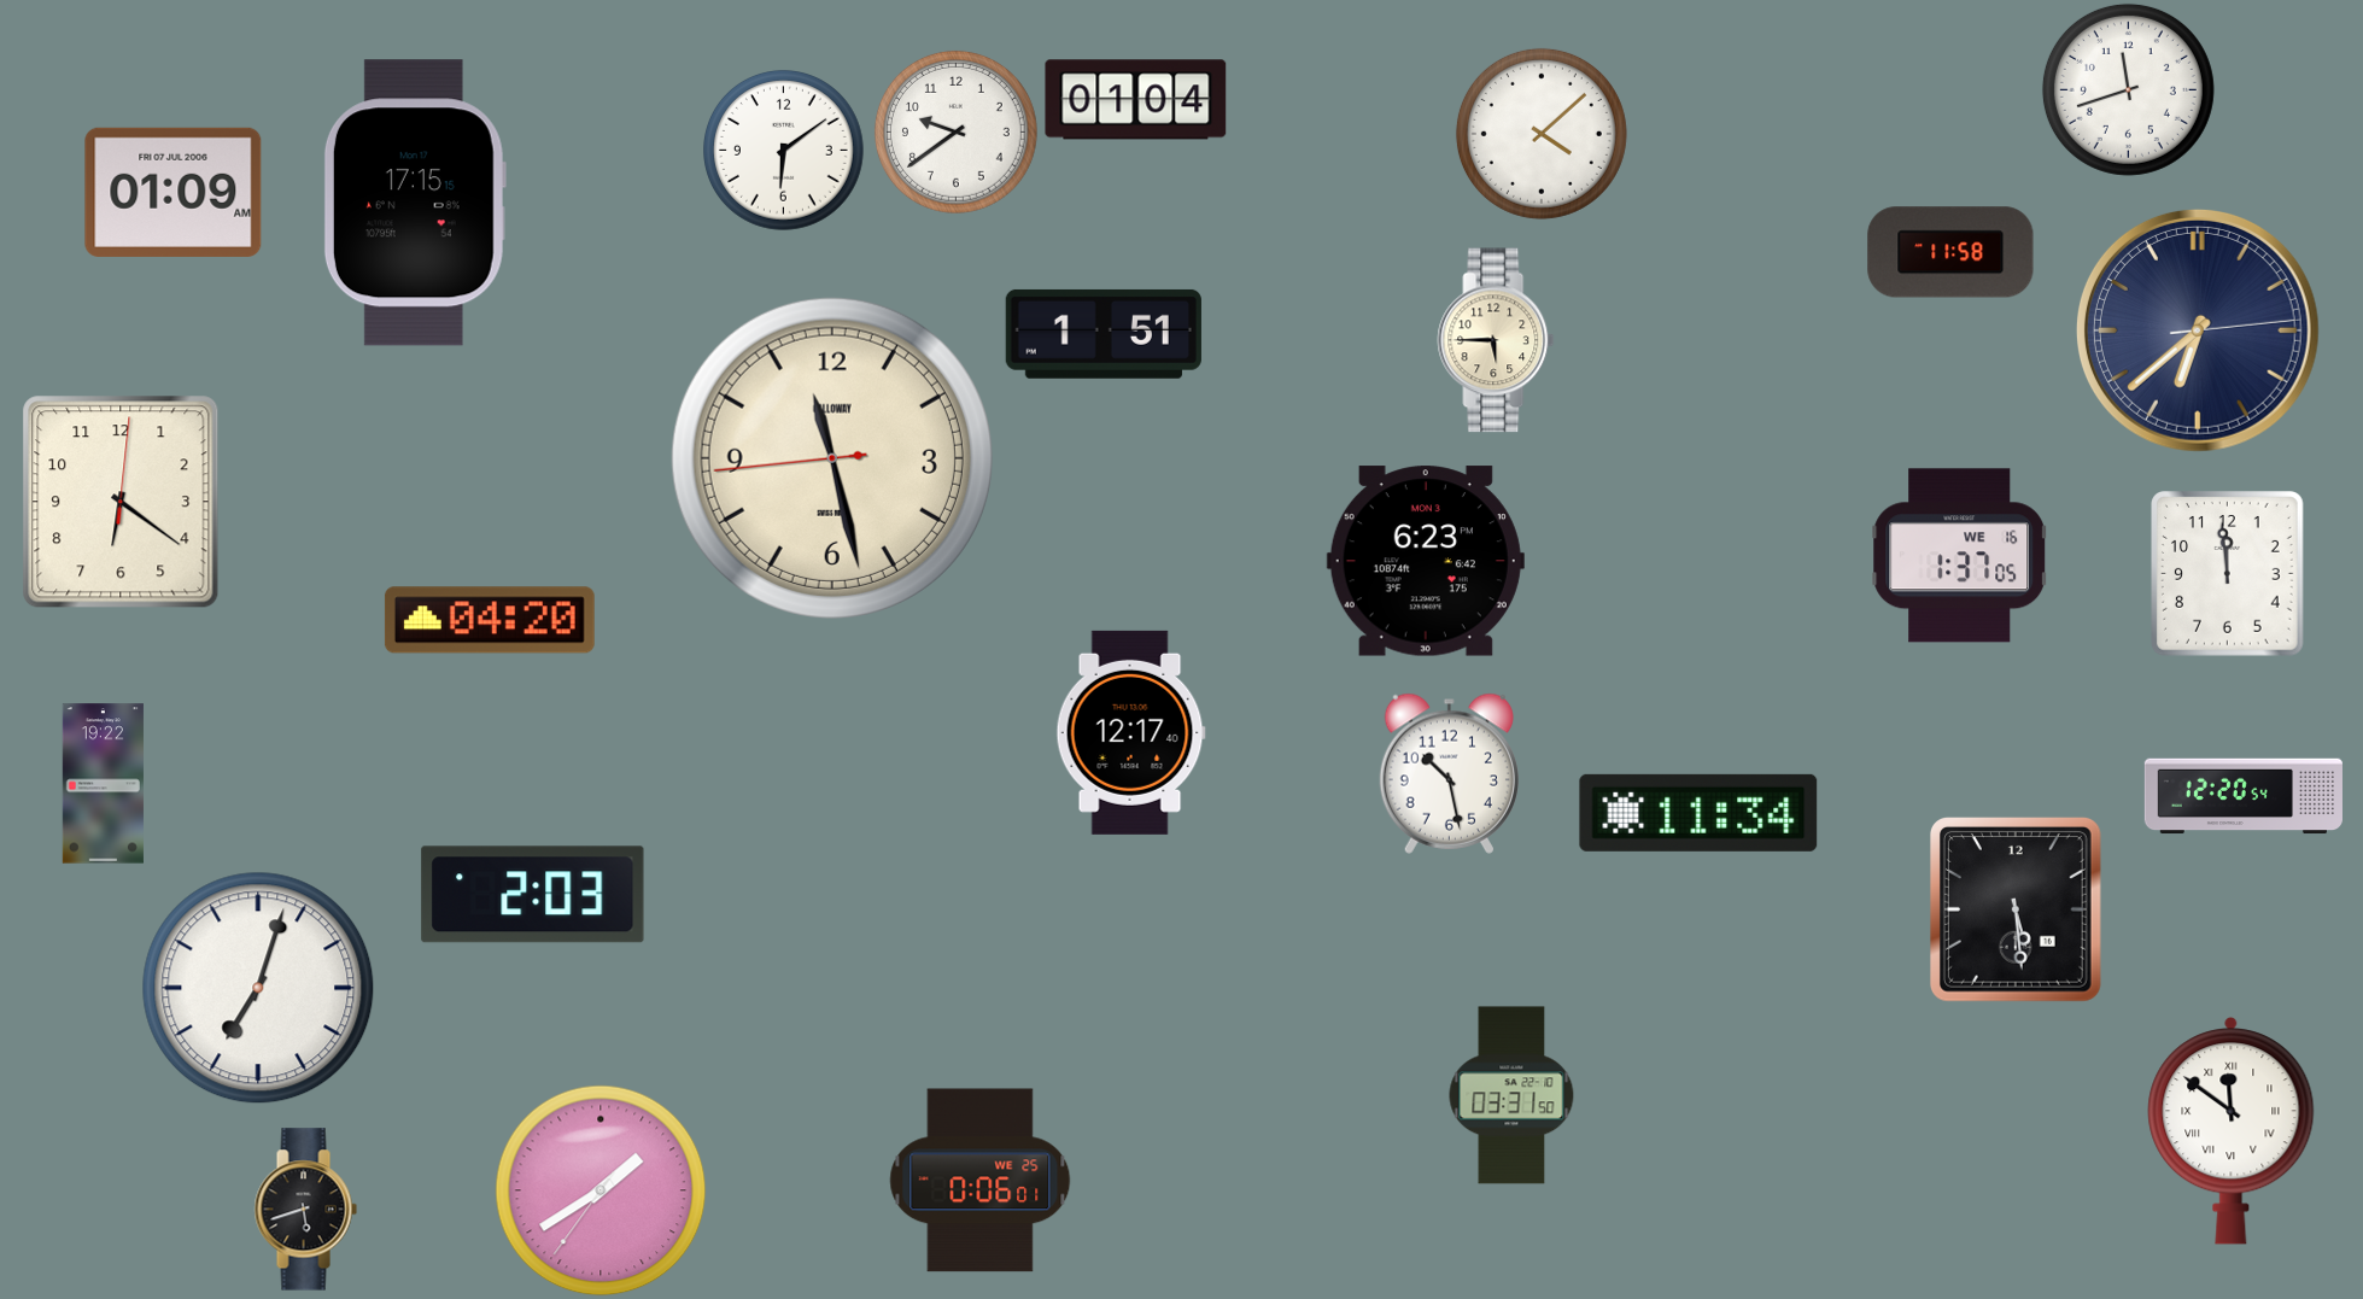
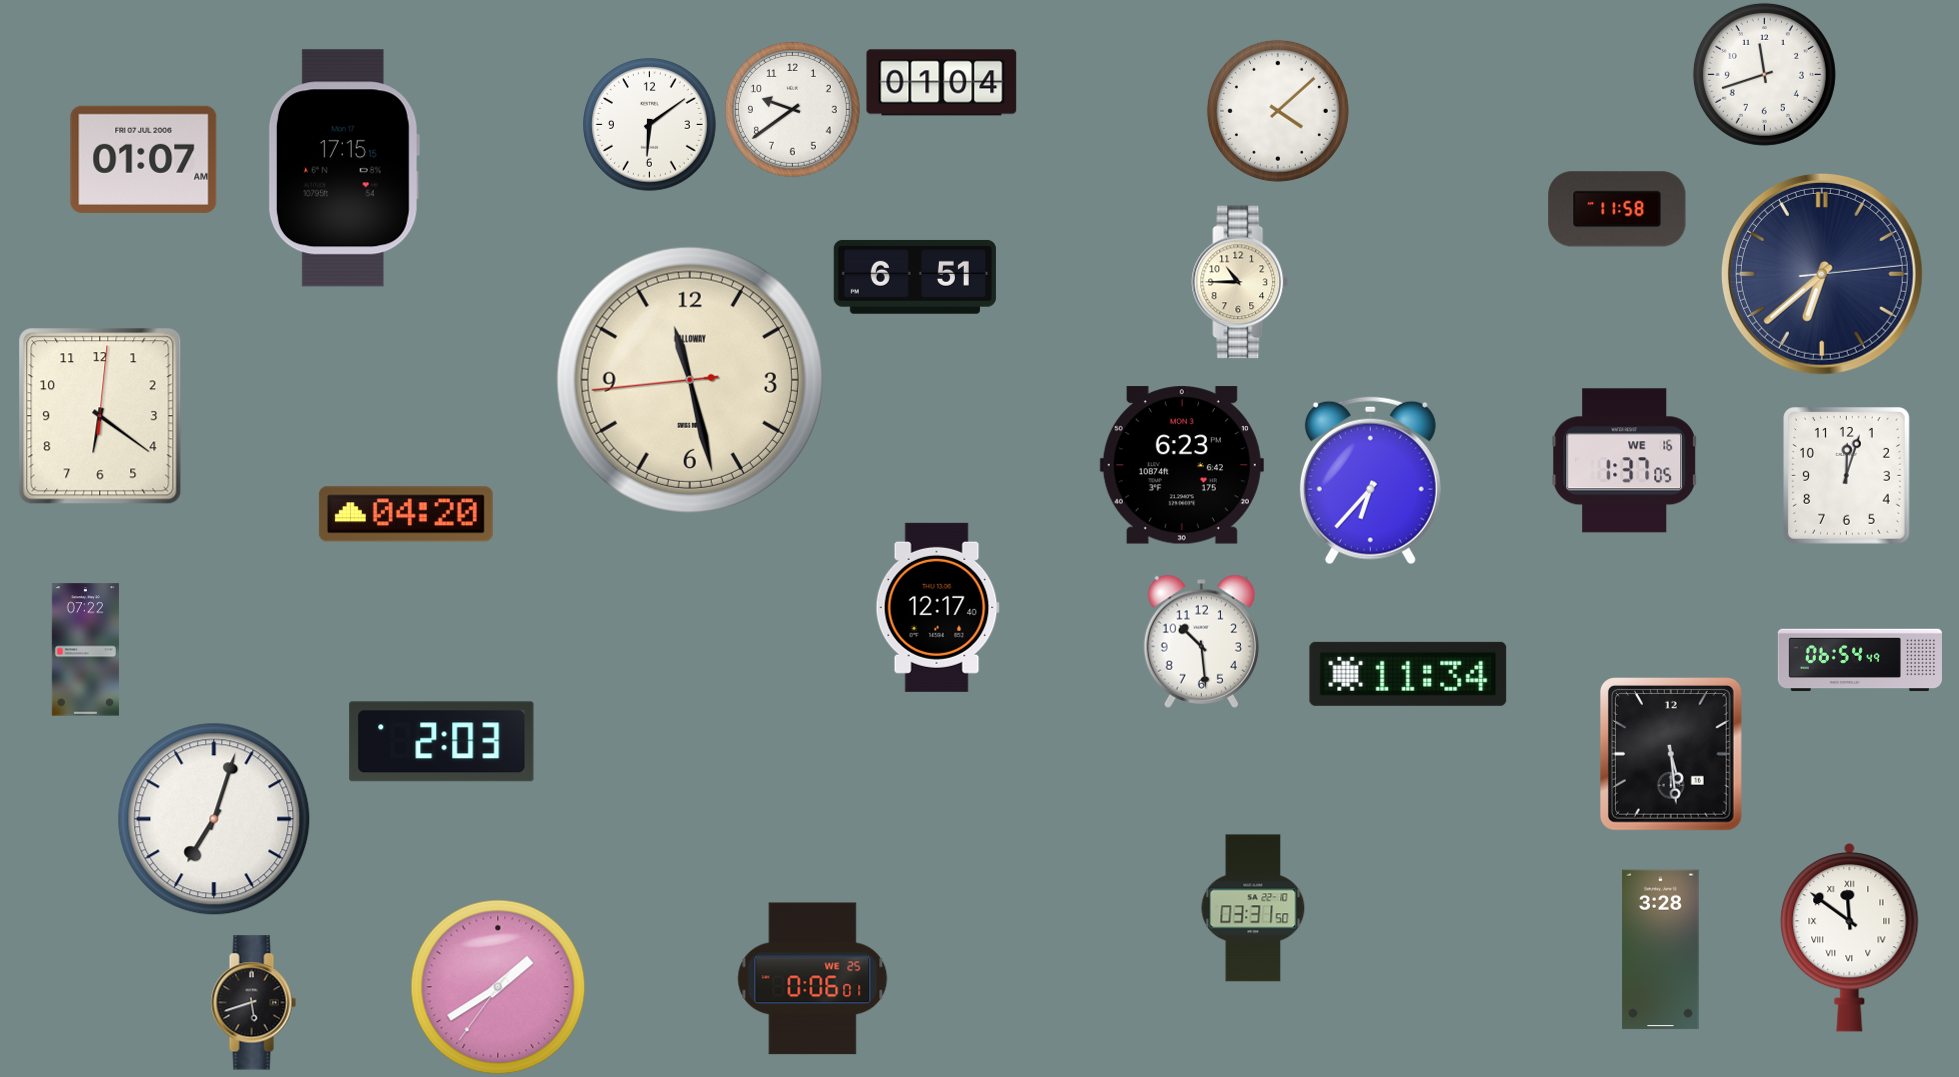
clock at (174, 192): 01:09 -> 01:07
clock at (1104, 334): 1:51 -> 6:51
clock at (1496, 340): 5:45 -> 10:45
clock at (2228, 574): 11:59 -> 12:03
clock at (1370, 481): none -> 6:37
clock at (1449, 773): 10:28 -> 10:29
clock at (103, 784): 19:22 -> 07:22
clock at (2244, 796): 12:20 -> 06:54
clock at (1661, 950): none -> 3:28
